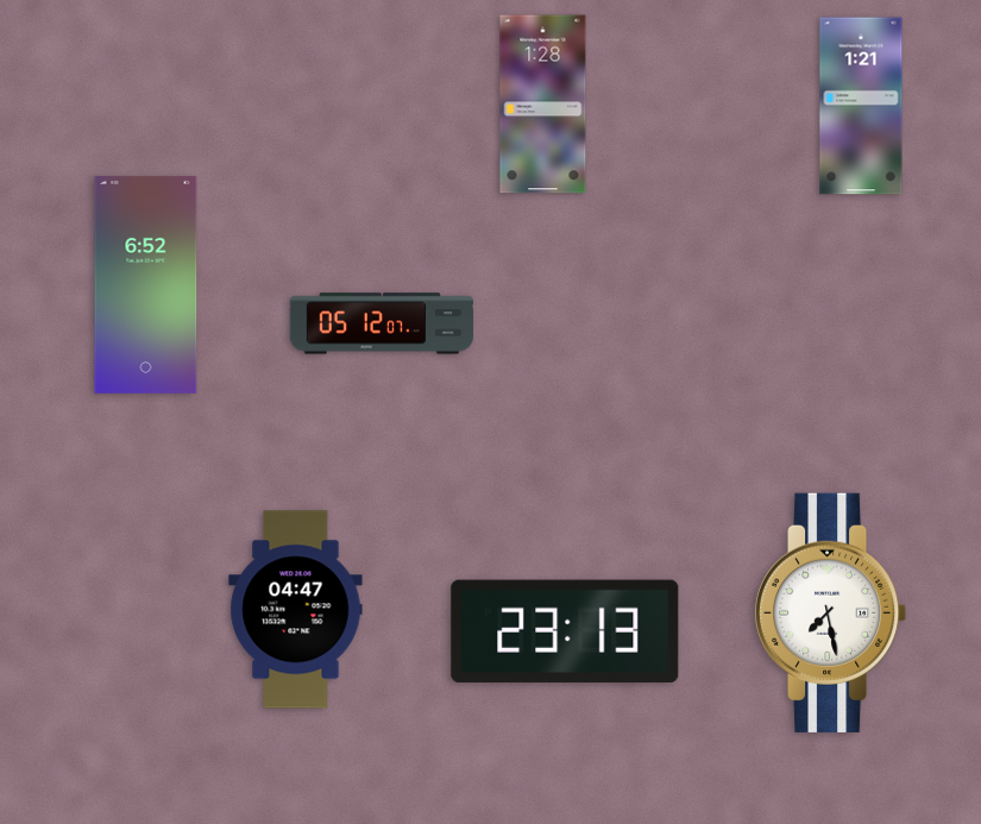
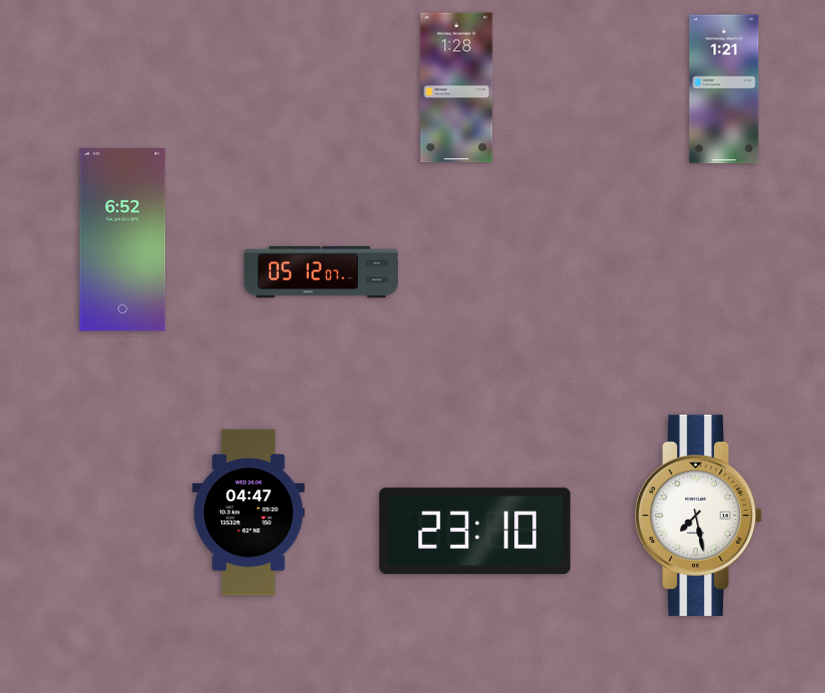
clock at (565, 631): 23:13 -> 23:10
